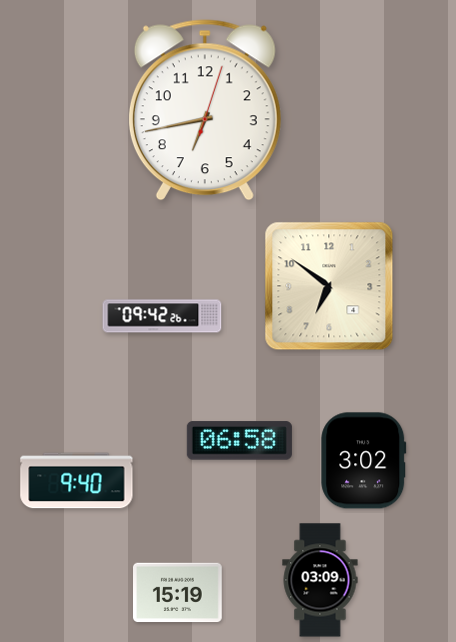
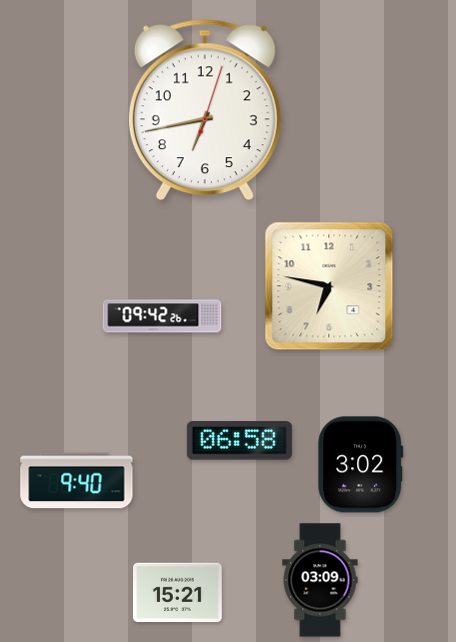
clock at (329, 286): 6:51 -> 6:47
clock at (364, 461) position: (364, 461) -> (361, 465)
clock at (178, 593): 15:19 -> 15:21
